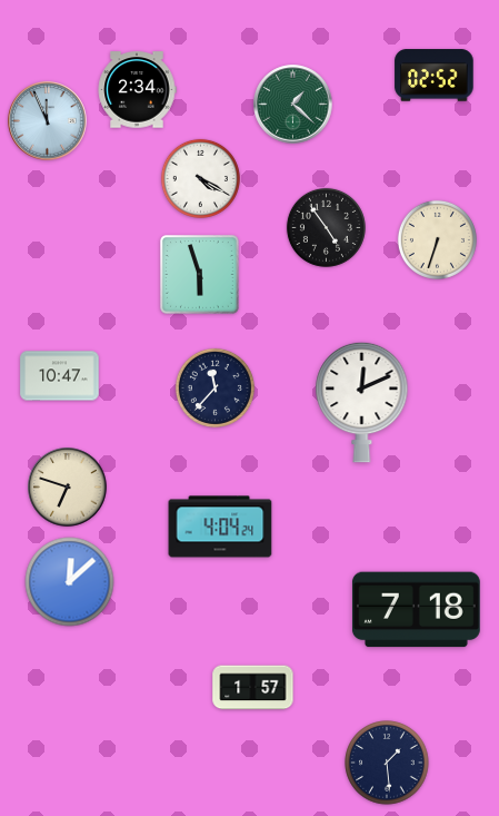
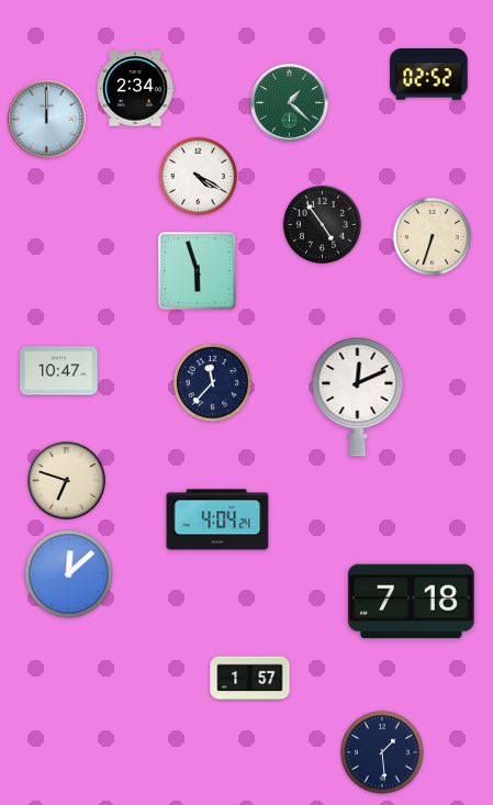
clock at (48, 121): 11:56 -> 12:00
